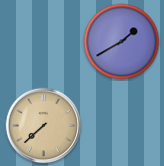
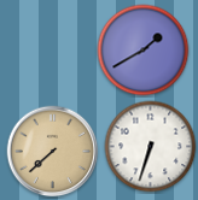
clock at (122, 42) position: (122, 42) -> (144, 51)
clock at (151, 147): none -> 6:33
